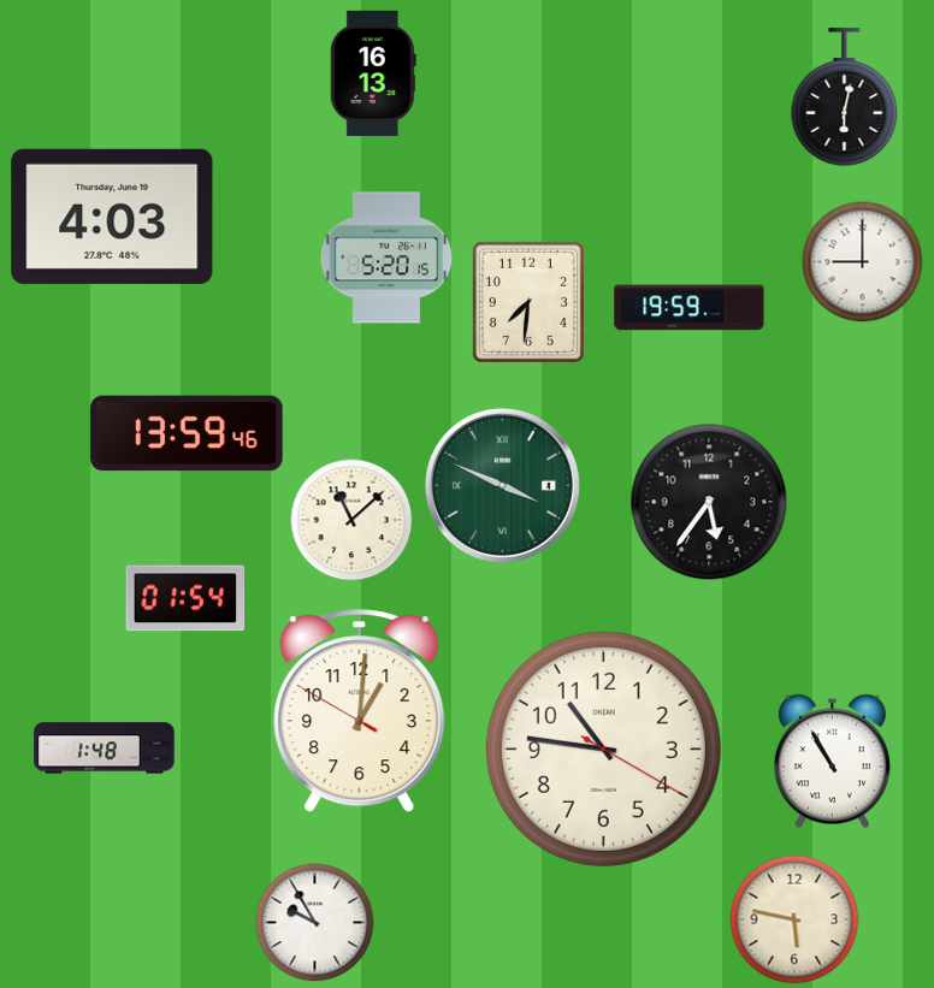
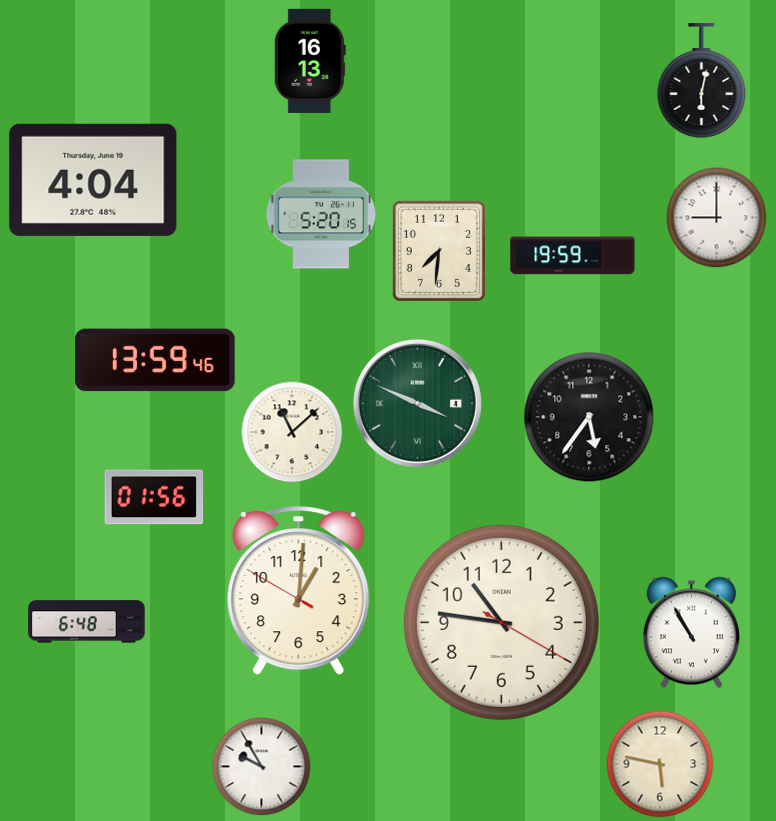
clock at (112, 217): 4:03 -> 4:04
clock at (185, 598): 01:54 -> 01:56
clock at (105, 749): 1:48 -> 6:48
